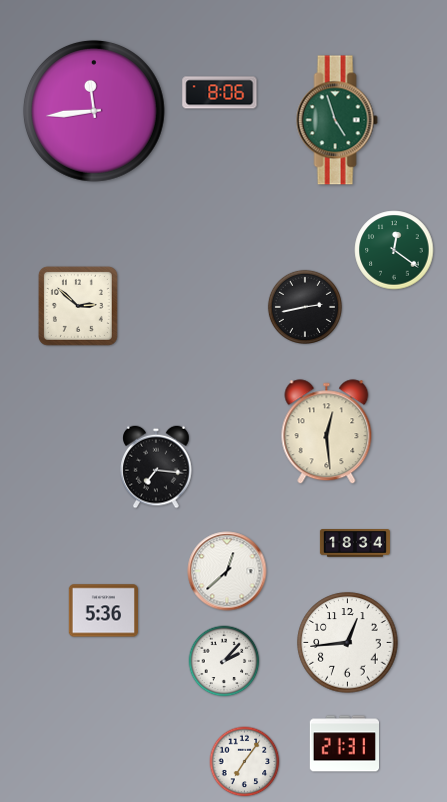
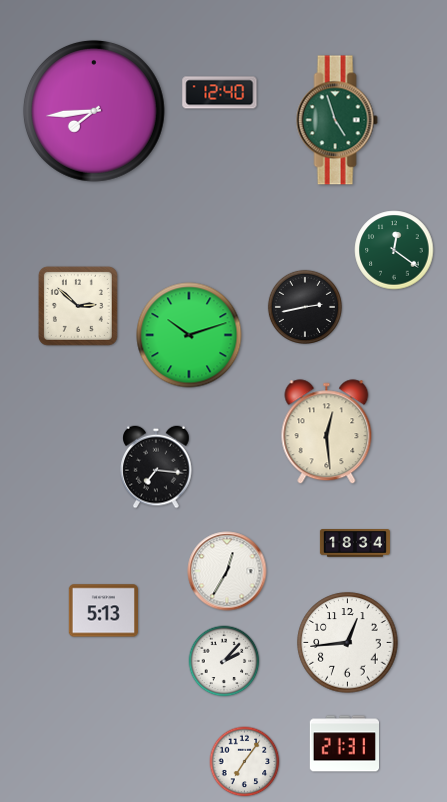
clock at (220, 93): 8:06 -> 12:40
clock at (94, 111): 11:44 -> 7:44
clock at (189, 335): none -> 10:12
clock at (227, 571): 12:38 -> 12:35
clock at (103, 611): 5:36 -> 5:13
